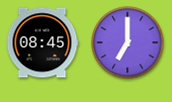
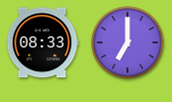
clock at (42, 43): 08:45 -> 08:33
